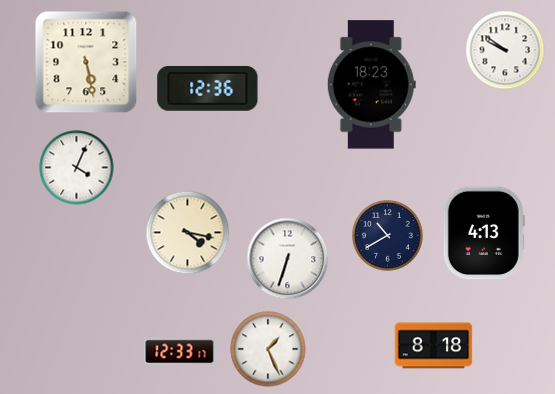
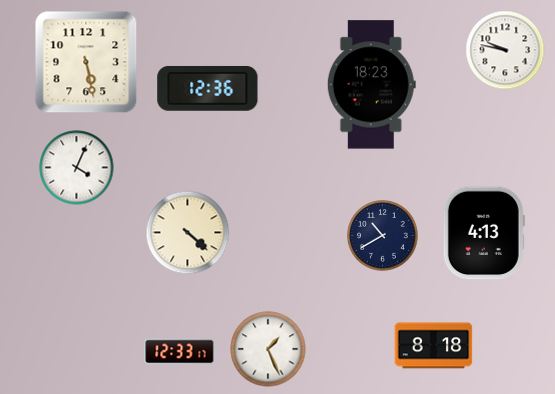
clock at (505, 50): 9:51 -> 9:47
clock at (188, 233): 4:17 -> 4:22
clock at (388, 236) position: (388, 236) -> (383, 236)
clock at (288, 259): 6:33 -> none
